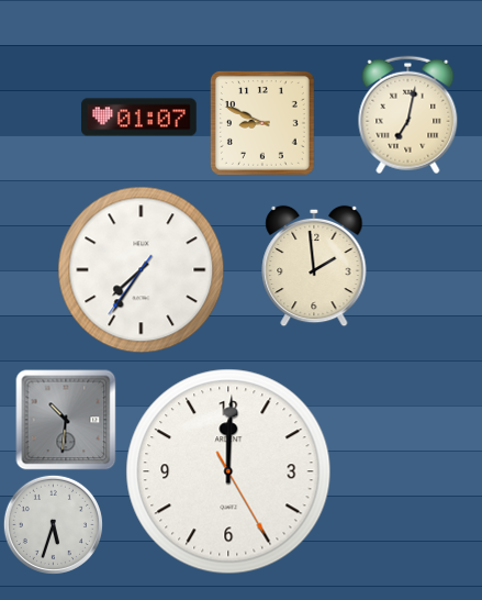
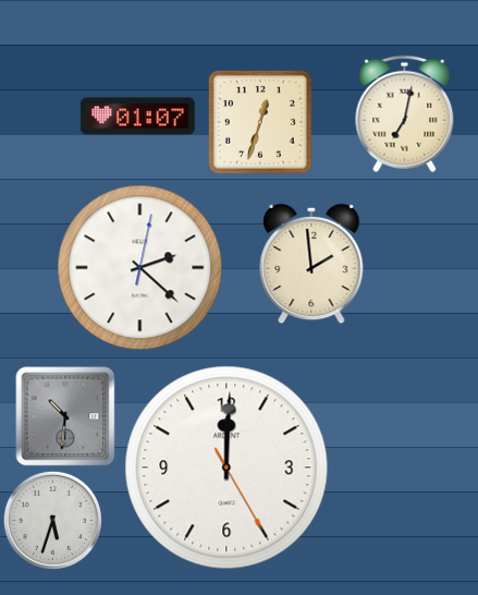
clock at (262, 123): 8:49 -> 12:33
clock at (142, 270): 7:35 -> 2:22
